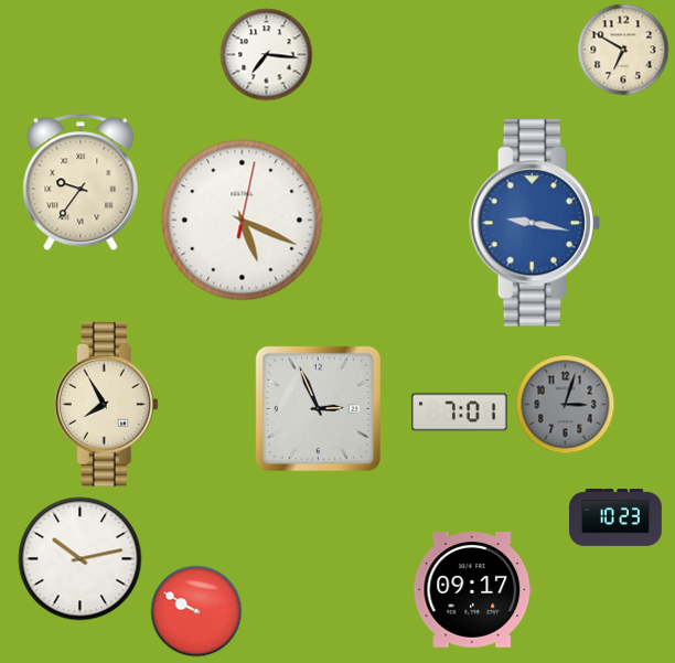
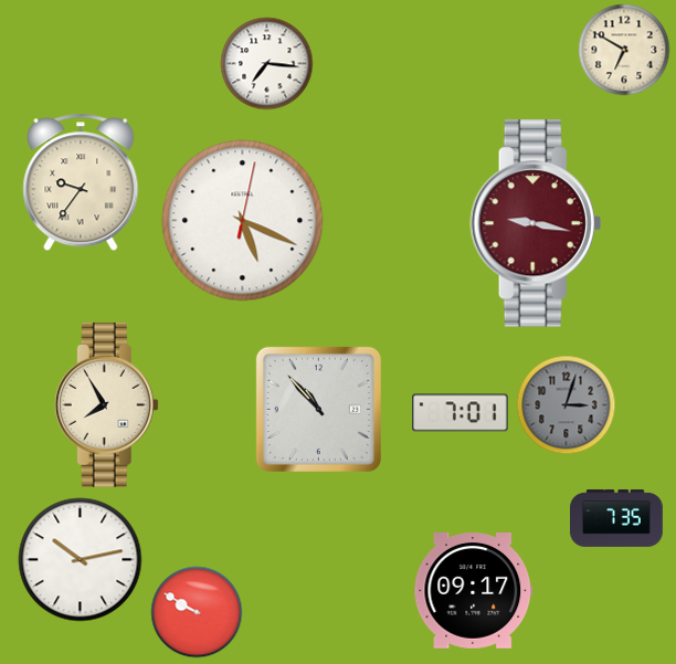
clock at (267, 55) position: (267, 55) -> (267, 64)
clock at (535, 223) dial: blue -> burgundy
clock at (318, 408): 2:56 -> 10:53
clock at (617, 517): 10:23 -> 7:35
